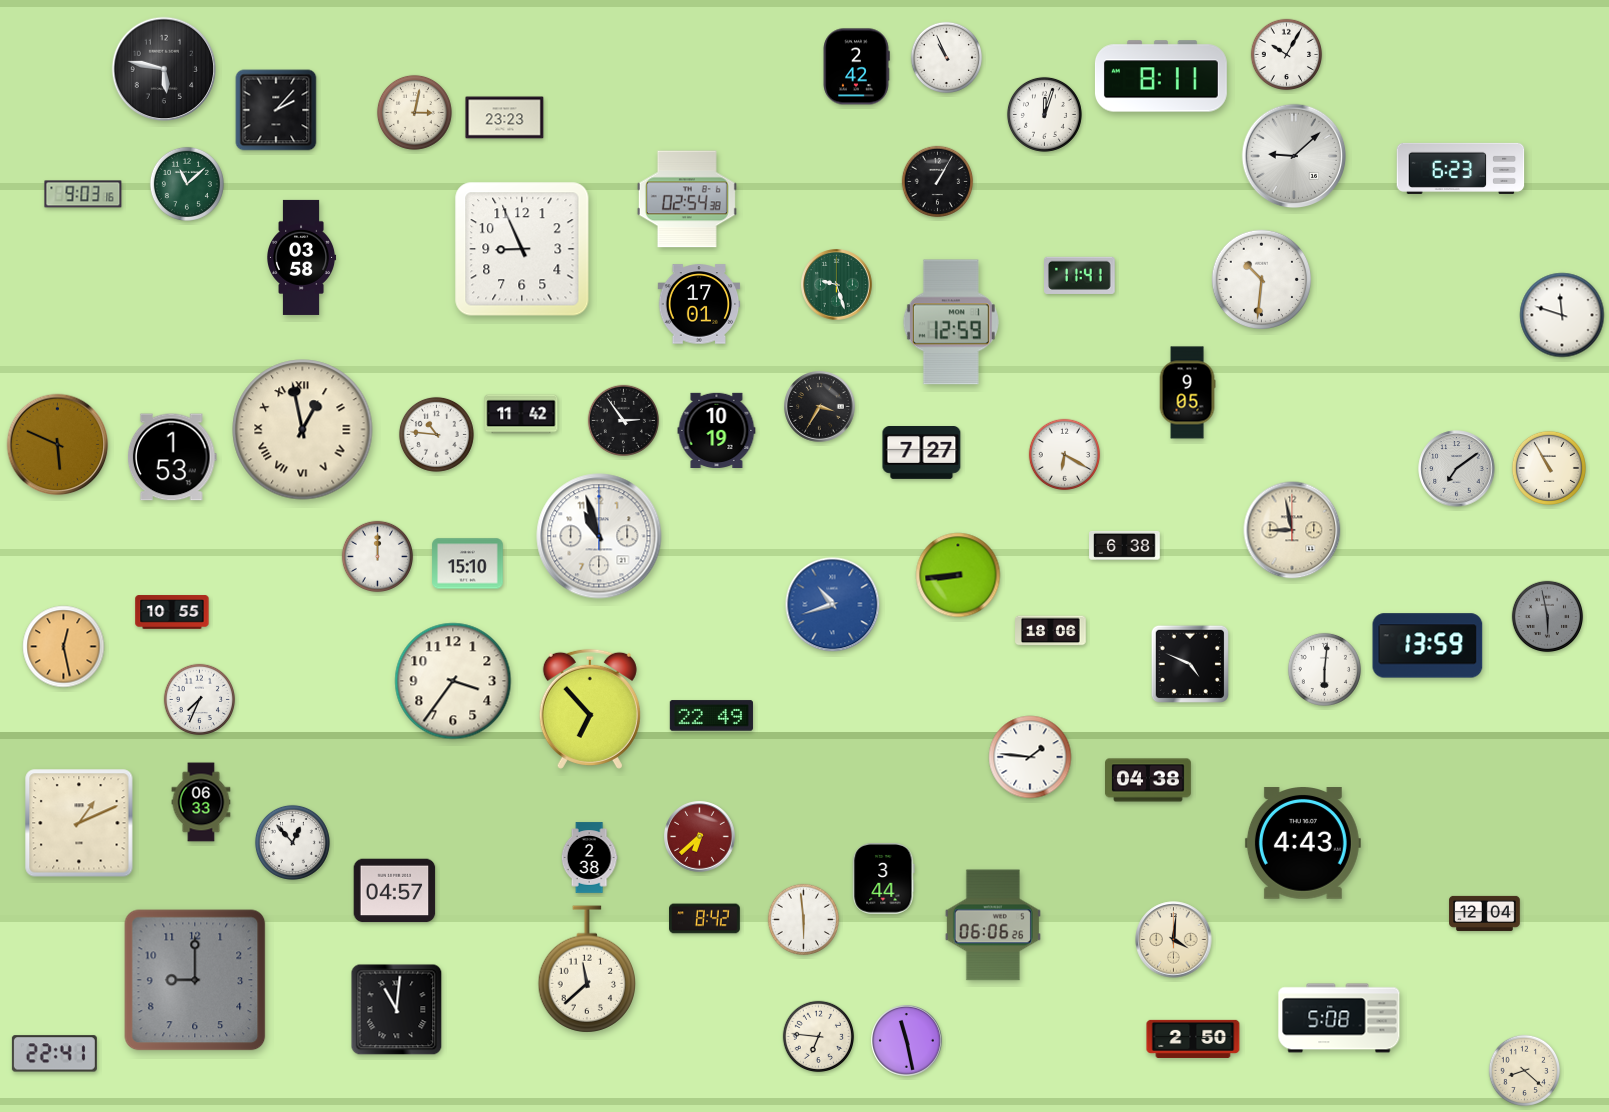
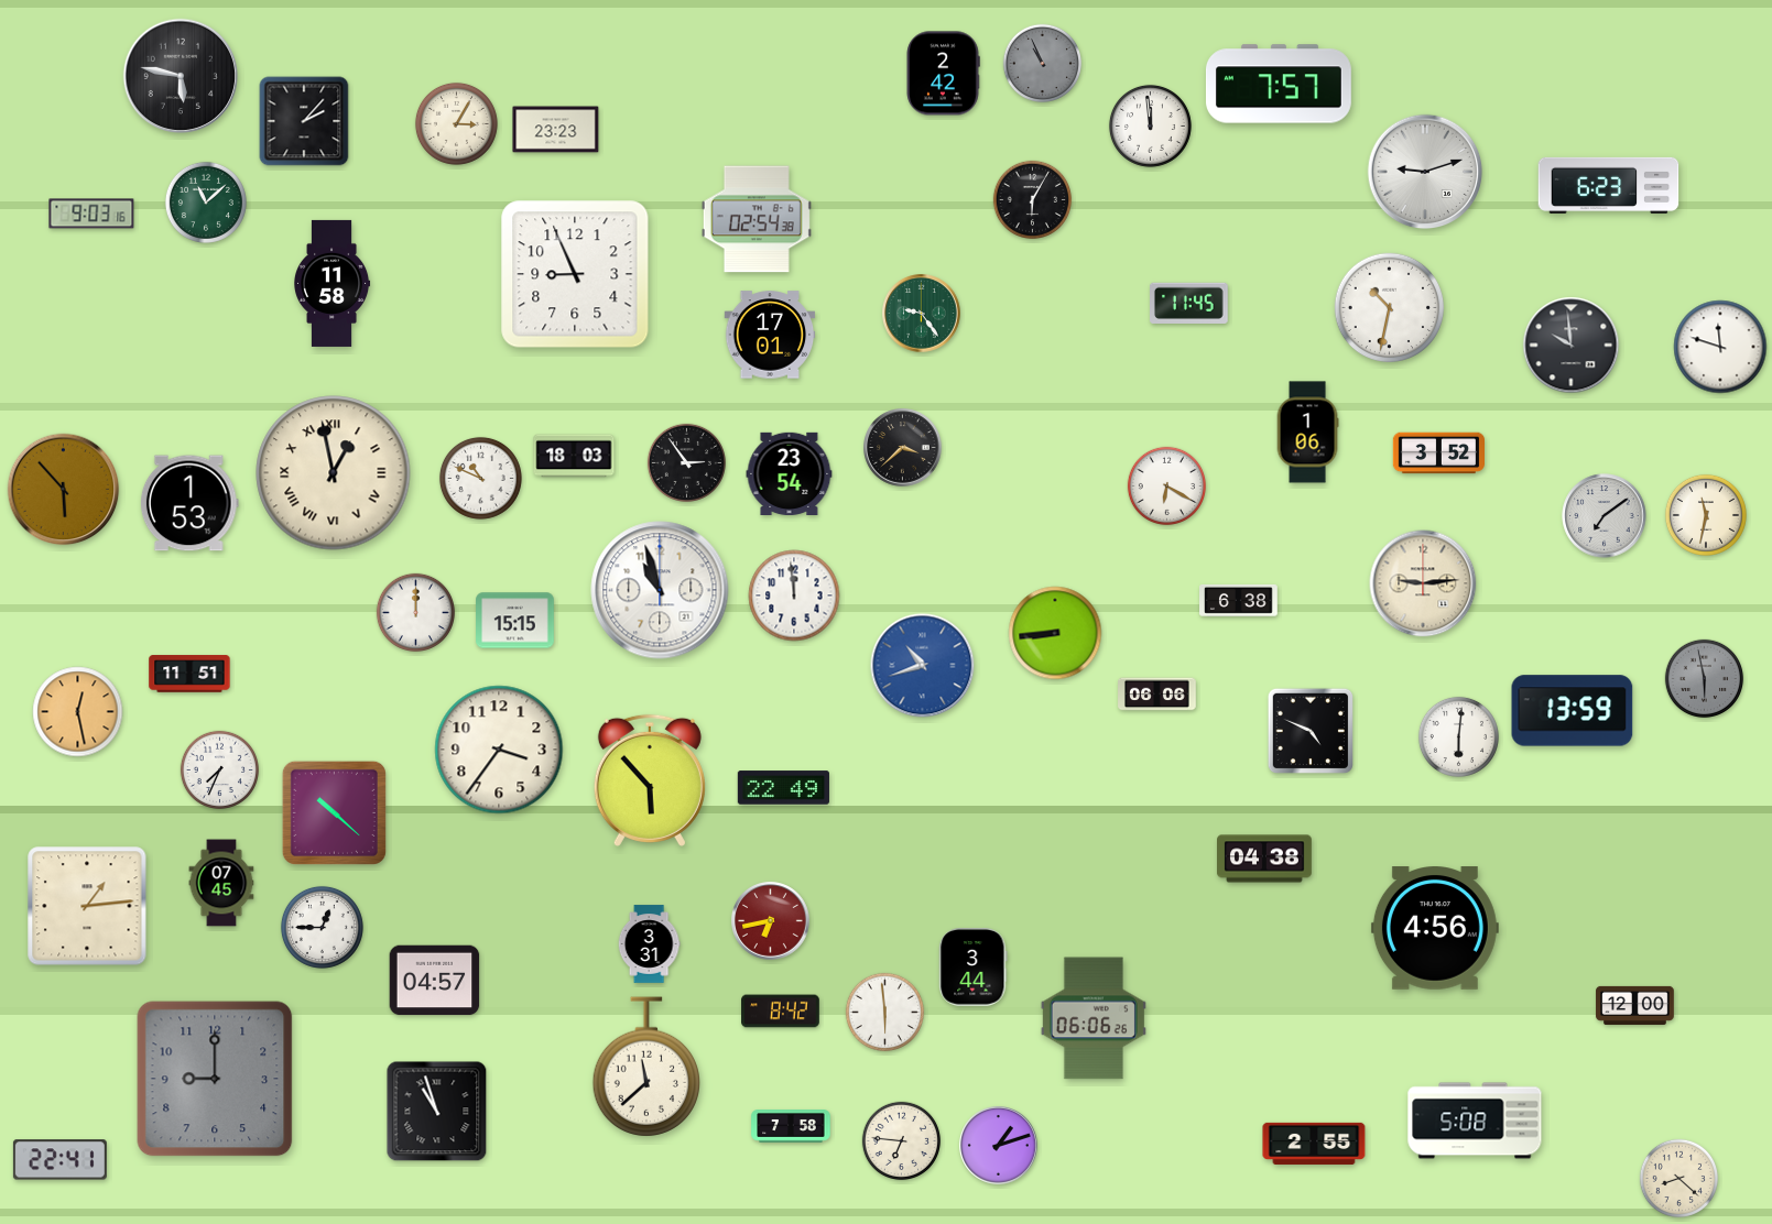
clock at (1287, 55): 10:05 -> none
clock at (947, 58) dial: white -> grey
clock at (1161, 76): 8:11 -> 7:57
clock at (414, 112): 3:02 -> 3:05
clock at (1044, 114): 12:03 -> 11:59
clock at (1294, 156): 9:08 -> 9:12
clock at (938, 182): 1:05 -> 6:05
clock at (302, 257): 03:58 -> 11:58
clock at (1080, 275): 11:41 -> 11:45
clock at (1262, 280): 10:31 -> 10:32
clock at (837, 285): 9:27 -> 9:24
clock at (1572, 346): none -> 9:59
clock at (951, 322): 12:59 -> none
clock at (1187, 393): 9:05 -> 1:06
clock at (820, 407): 3:35 -> 3:38
clock at (1438, 453): none -> 3:52
clock at (521, 414): 11:42 -> 18:03
clock at (717, 430): 10:19 -> 23:54
clock at (436, 434): 10:46 -> 10:49
clock at (58, 445): 5:49 -> 5:53
clock at (922, 453): 7:27 -> none
clock at (1065, 455) position: (1065, 455) -> (1167, 487)
clock at (1549, 468): 10:55 -> 11:32
clock at (1292, 530): 8:58 -> 9:14
clock at (794, 595): none -> 11:59
clock at (468, 564): 15:10 -> 15:15
clock at (833, 605) position: (833, 605) -> (923, 666)
clock at (172, 612): 10:55 -> 11:51
clock at (1051, 631): 18:06 -> 06:06
clock at (64, 647) position: (64, 647) -> (78, 712)
clock at (590, 709): 6:53 -> 5:53
clock at (334, 812): none -> 10:22
clock at (1030, 757): 1:46 -> none
clock at (201, 802): 06:33 -> 07:45
clock at (79, 823): 1:11 -> 1:14
clock at (700, 837): 6:38 -> 6:43
clock at (292, 842): 12:53 -> 12:45
clock at (1303, 843): 4:43 -> 4:56
clock at (589, 858): 2:38 -> 3:31
clock at (1485, 913): 12:04 -> 12:00
clock at (705, 919) position: (705, 919) -> (781, 1012)
clock at (1174, 940): 4:01 -> none
clock at (397, 1010): 11:01 -> 10:57
clock at (791, 1127): none -> 7:58
clock at (1193, 1039): 2:50 -> 2:55
clock at (907, 1041): 11:28 -> 1:12
